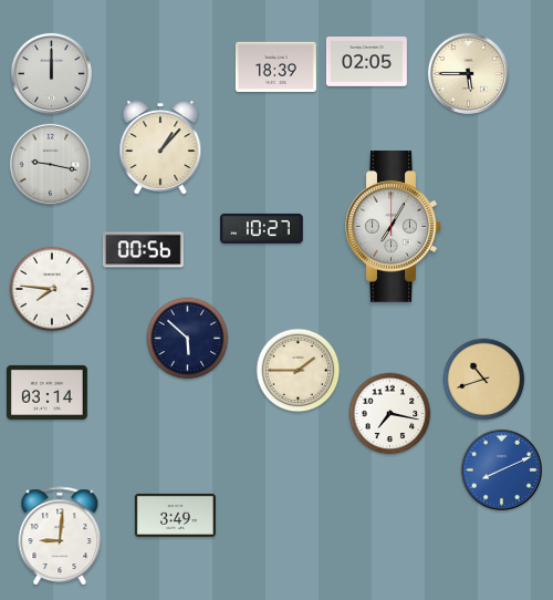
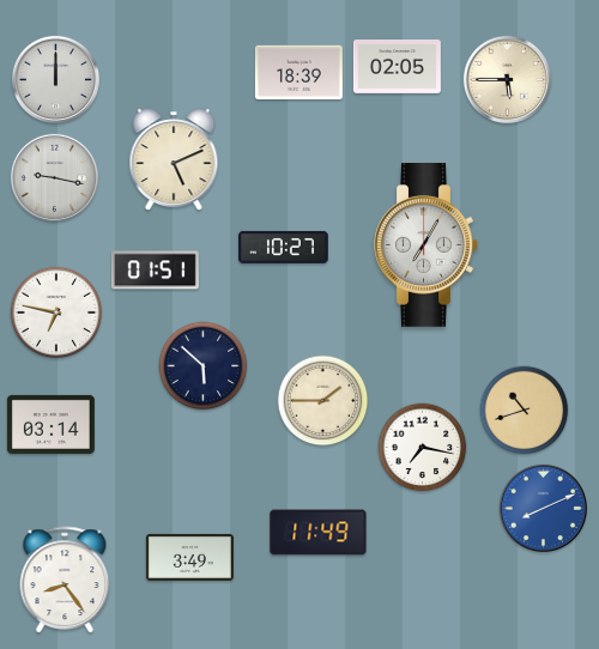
clock at (160, 148): 1:07 -> 5:11
clock at (143, 250): 00:56 -> 01:51
clock at (52, 289): 7:46 -> 6:47
clock at (319, 533): none -> 11:49
clock at (60, 537): 9:01 -> 8:24
